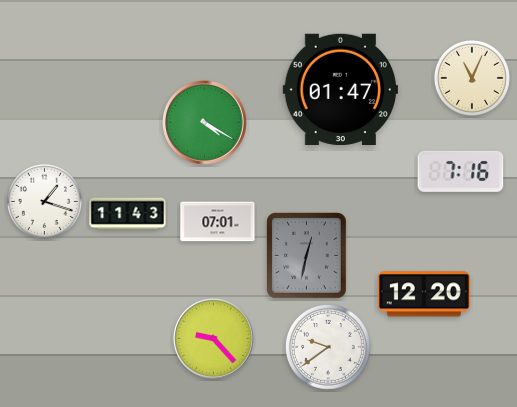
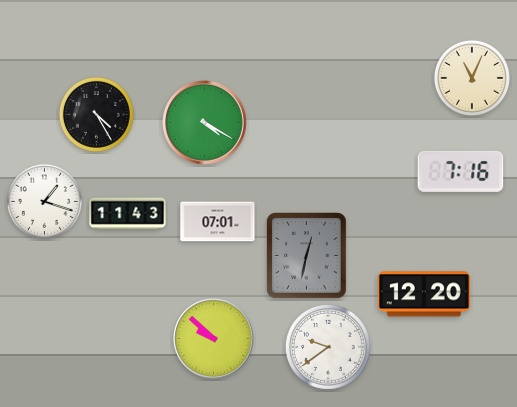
clock at (340, 89): 01:47 -> none
clock at (96, 114): none -> 4:25
clock at (214, 339): 9:23 -> 9:52
